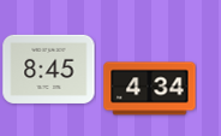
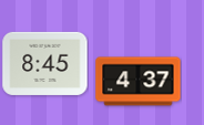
clock at (150, 89): 4:34 -> 4:37
